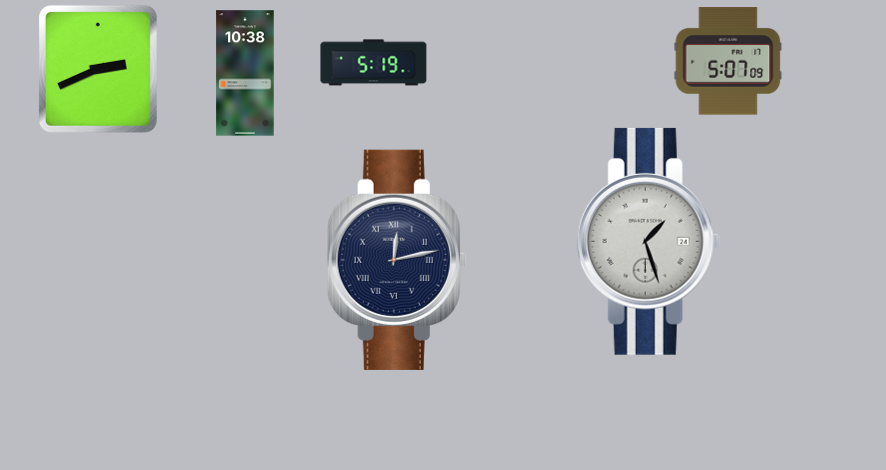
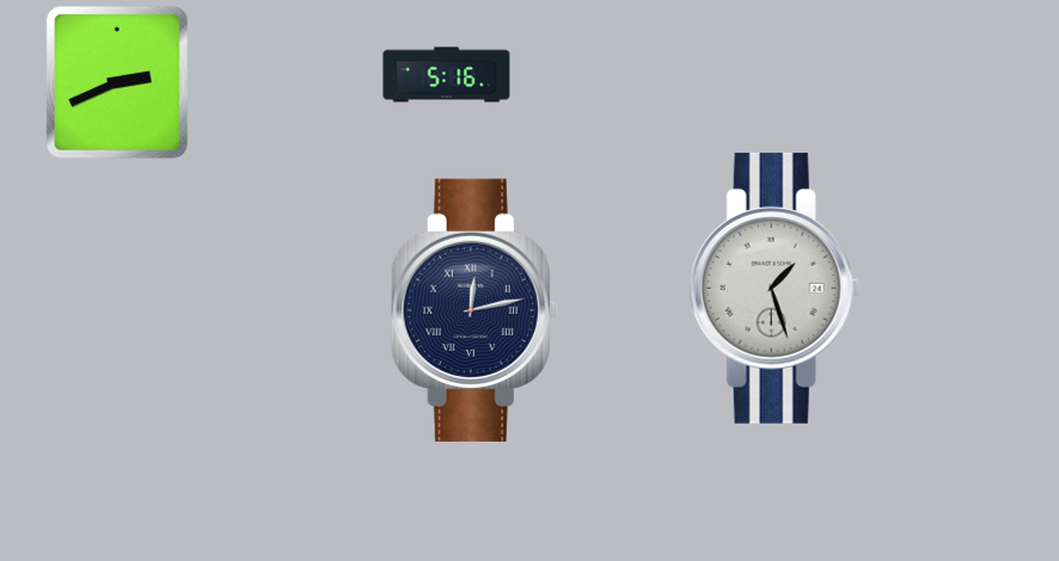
clock at (728, 61): 5:07 -> none
clock at (374, 63): 5:19 -> 5:16
clock at (245, 73): 10:38 -> none
